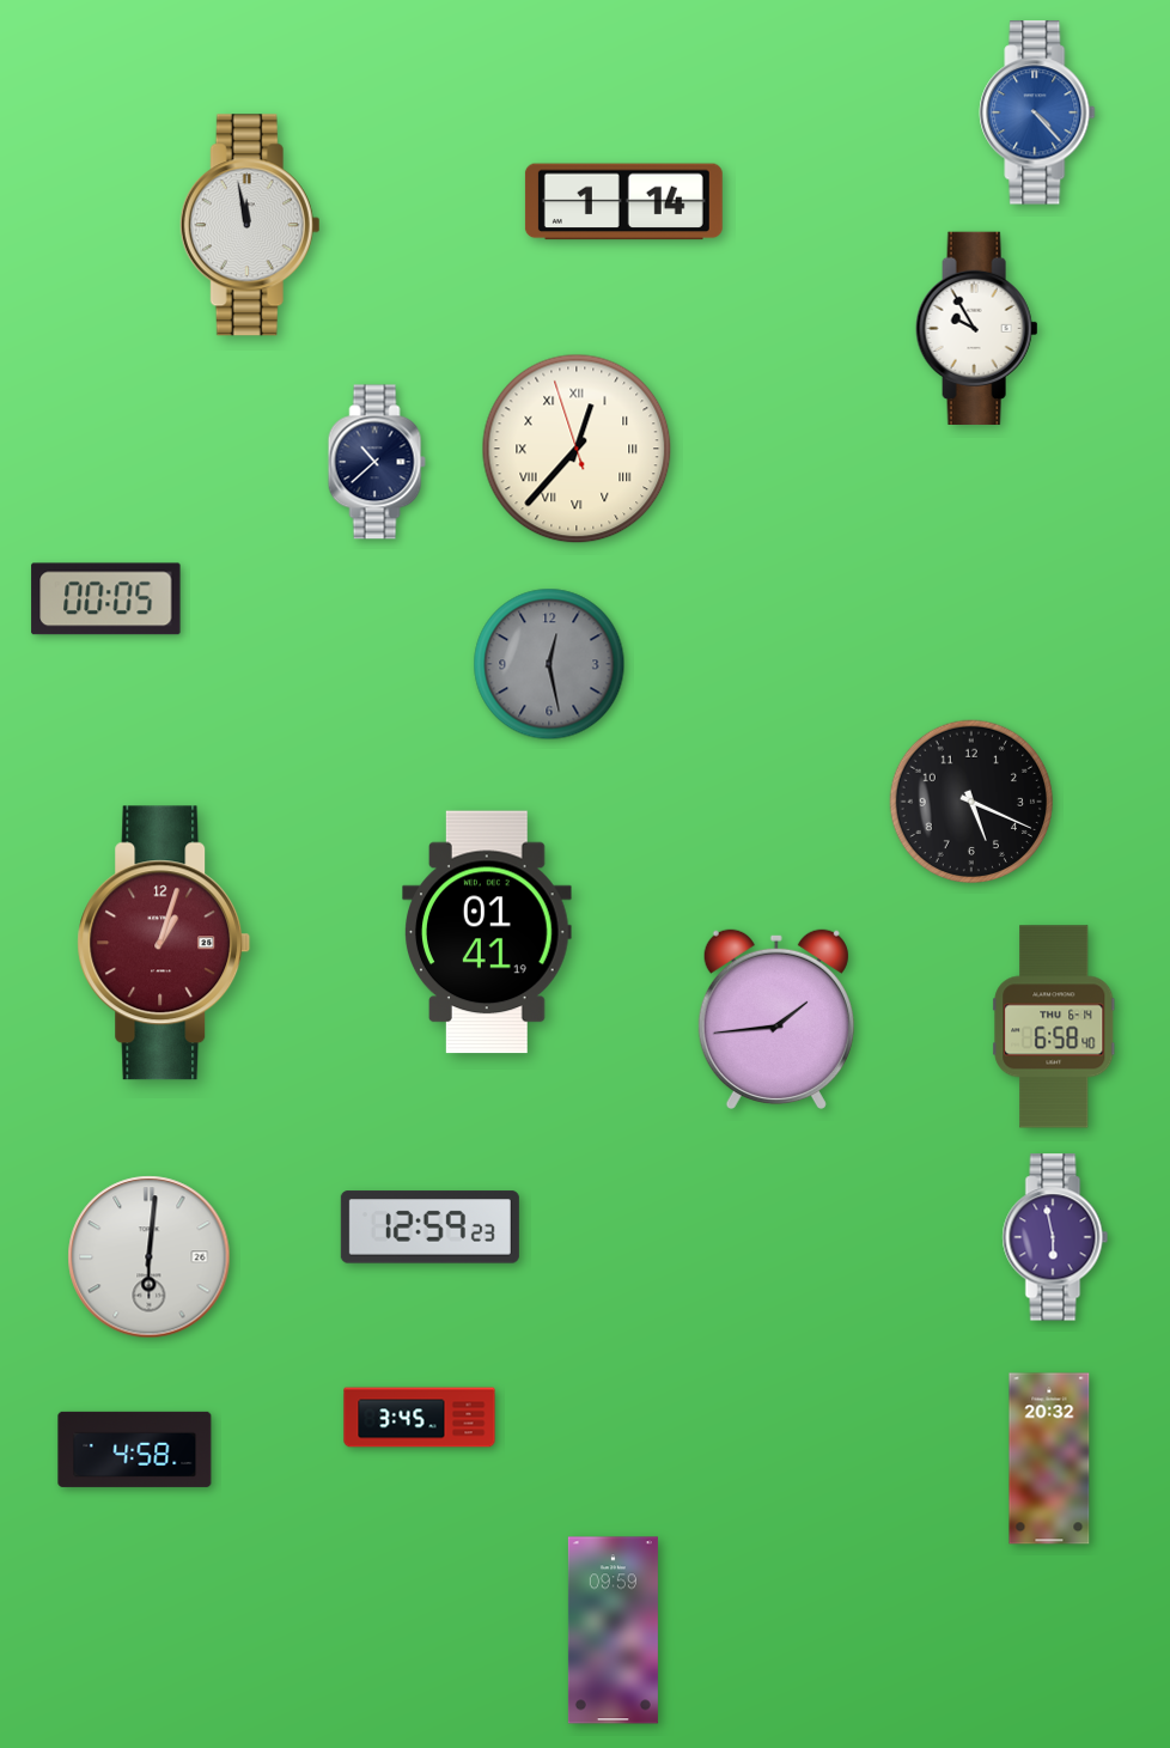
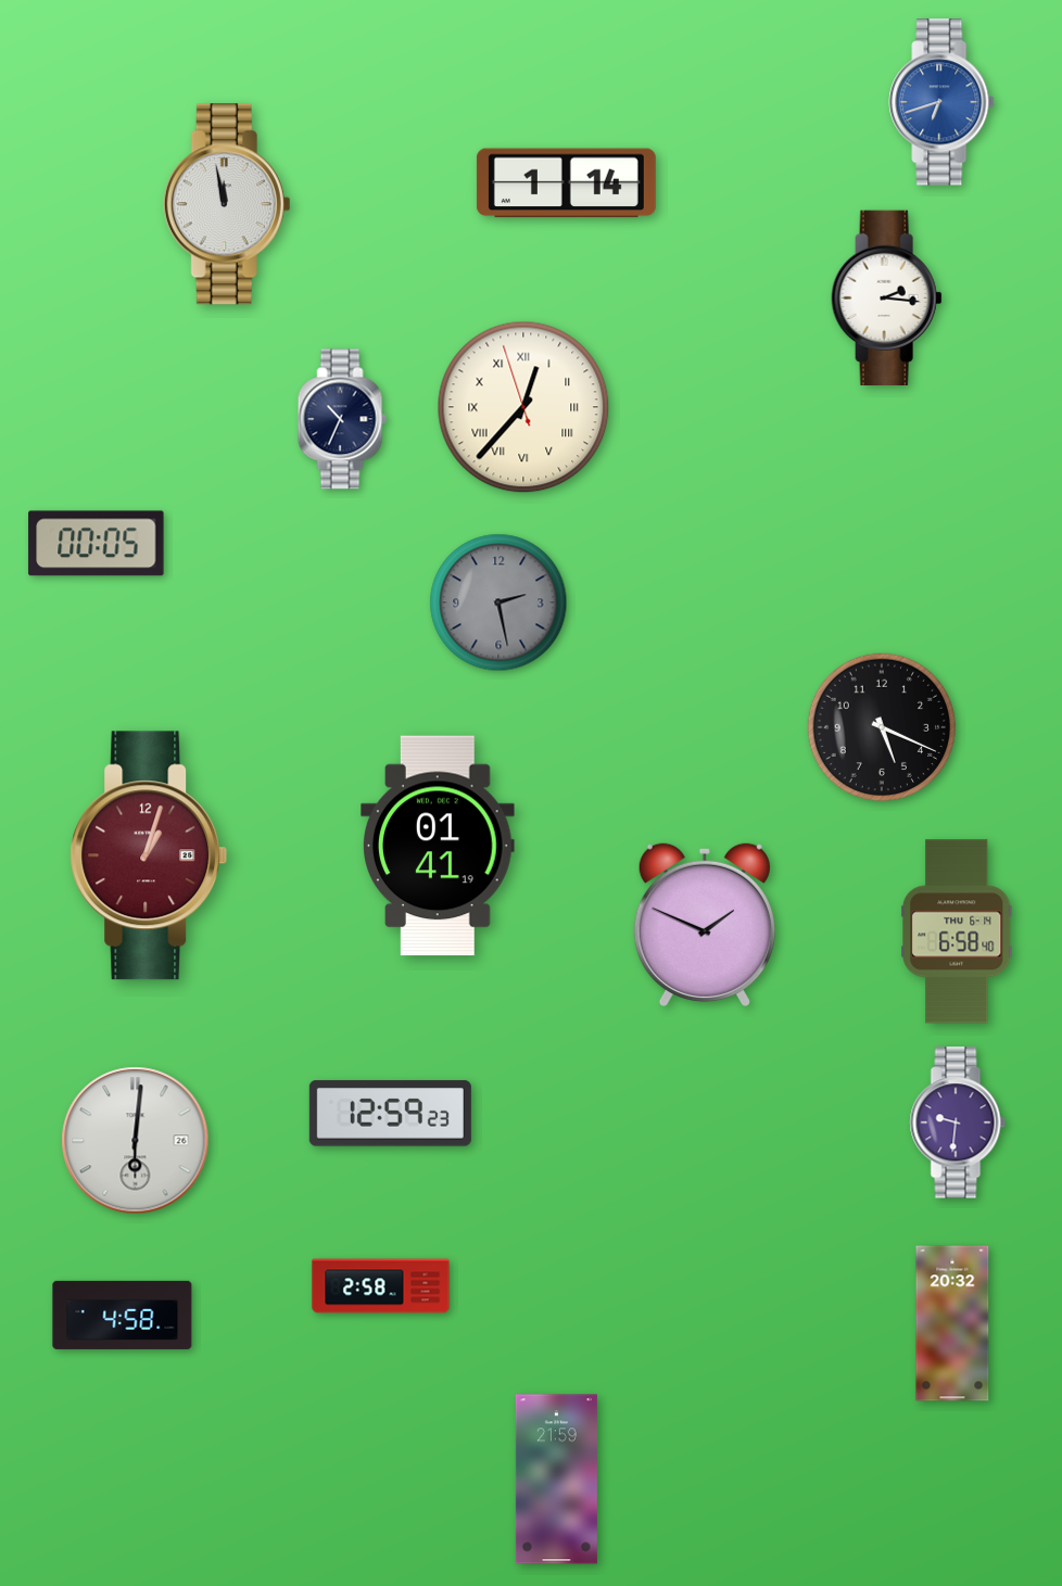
clock at (1037, 112): 4:23 -> 6:42
clock at (977, 328): 9:55 -> 2:16
clock at (377, 462): 10:38 -> 10:34
clock at (549, 664): 12:28 -> 2:28
clock at (488, 932) position: (488, 932) -> (439, 846)
clock at (776, 1018): 1:44 -> 1:49
clock at (1055, 1237): 5:58 -> 9:31
clock at (420, 1418): 3:45 -> 2:58
clock at (613, 1631): 09:59 -> 21:59
